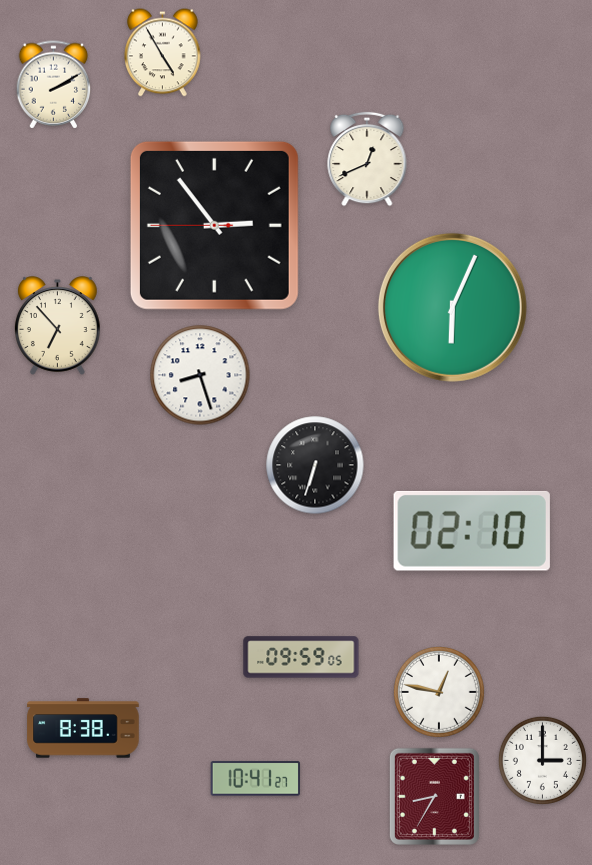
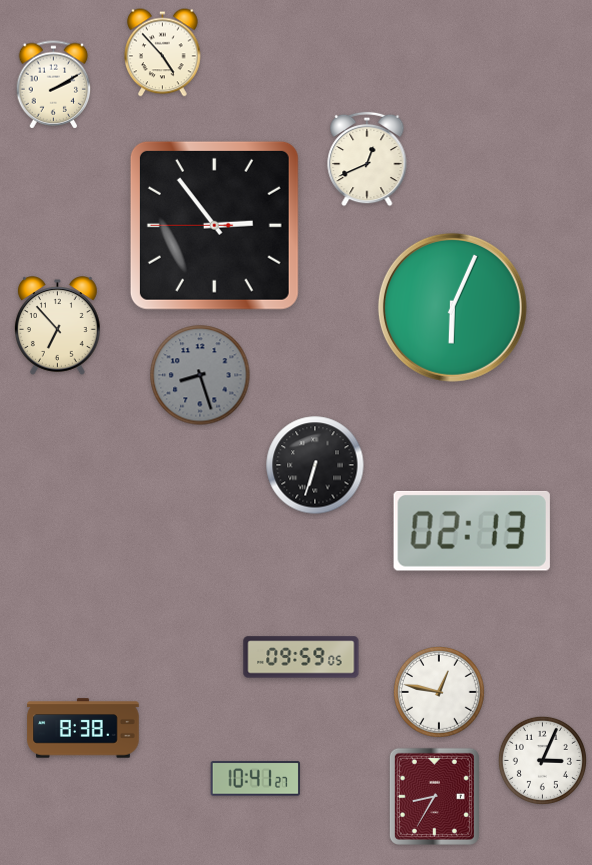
clock at (163, 53): 4:55 -> 4:53
clock at (200, 375) dial: white -> grey
clock at (472, 531): 02:10 -> 02:13
clock at (542, 760): 3:00 -> 3:04
